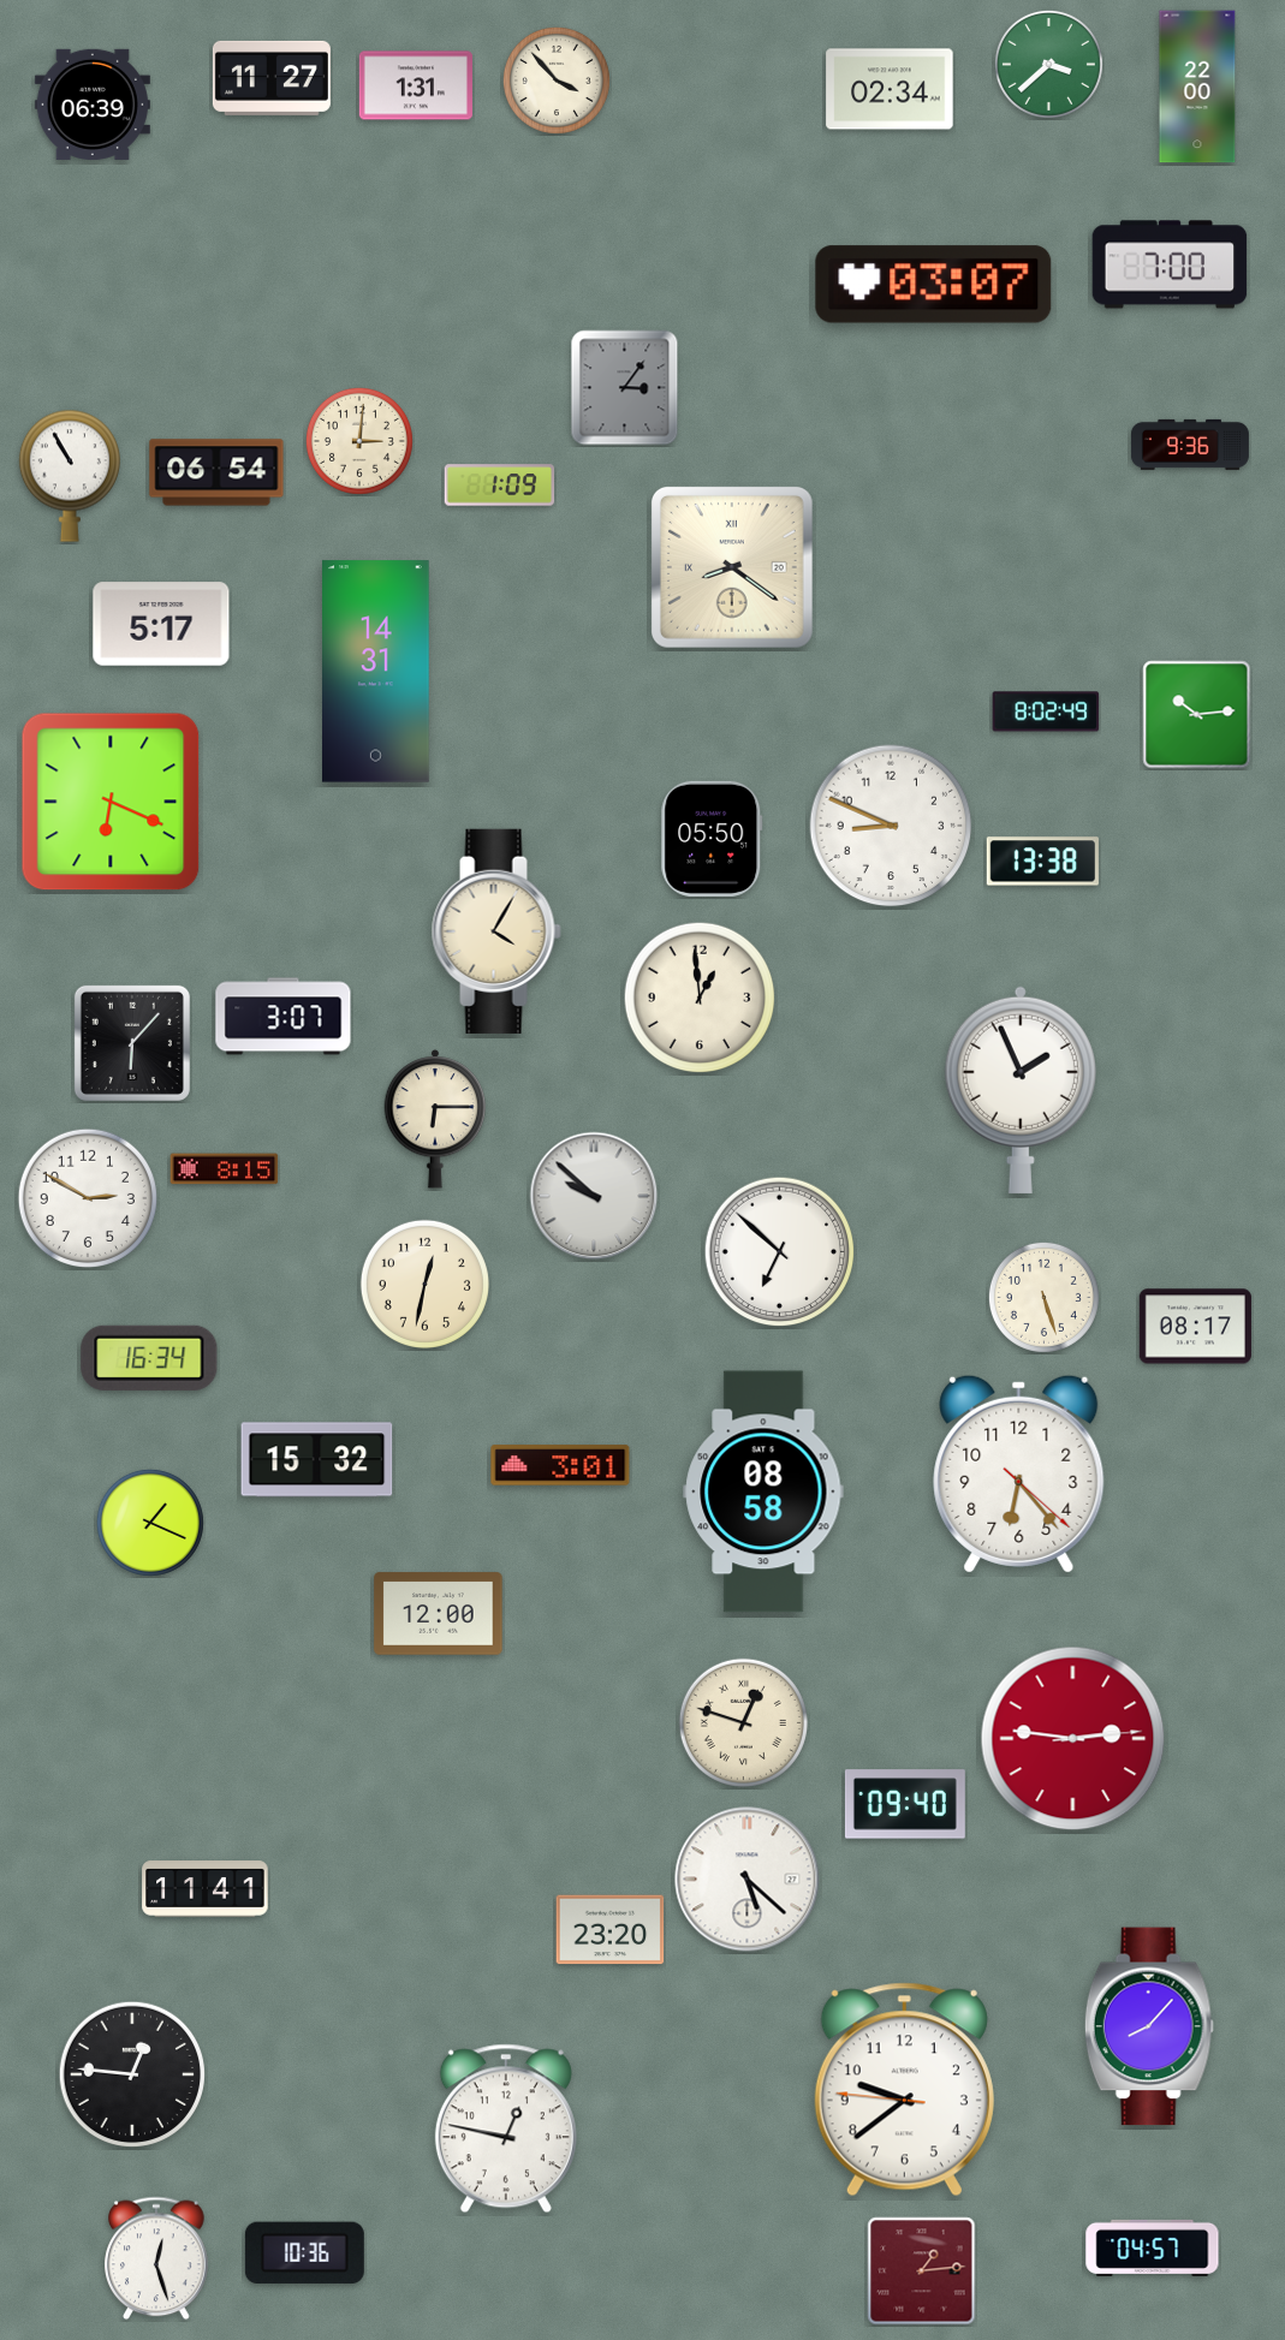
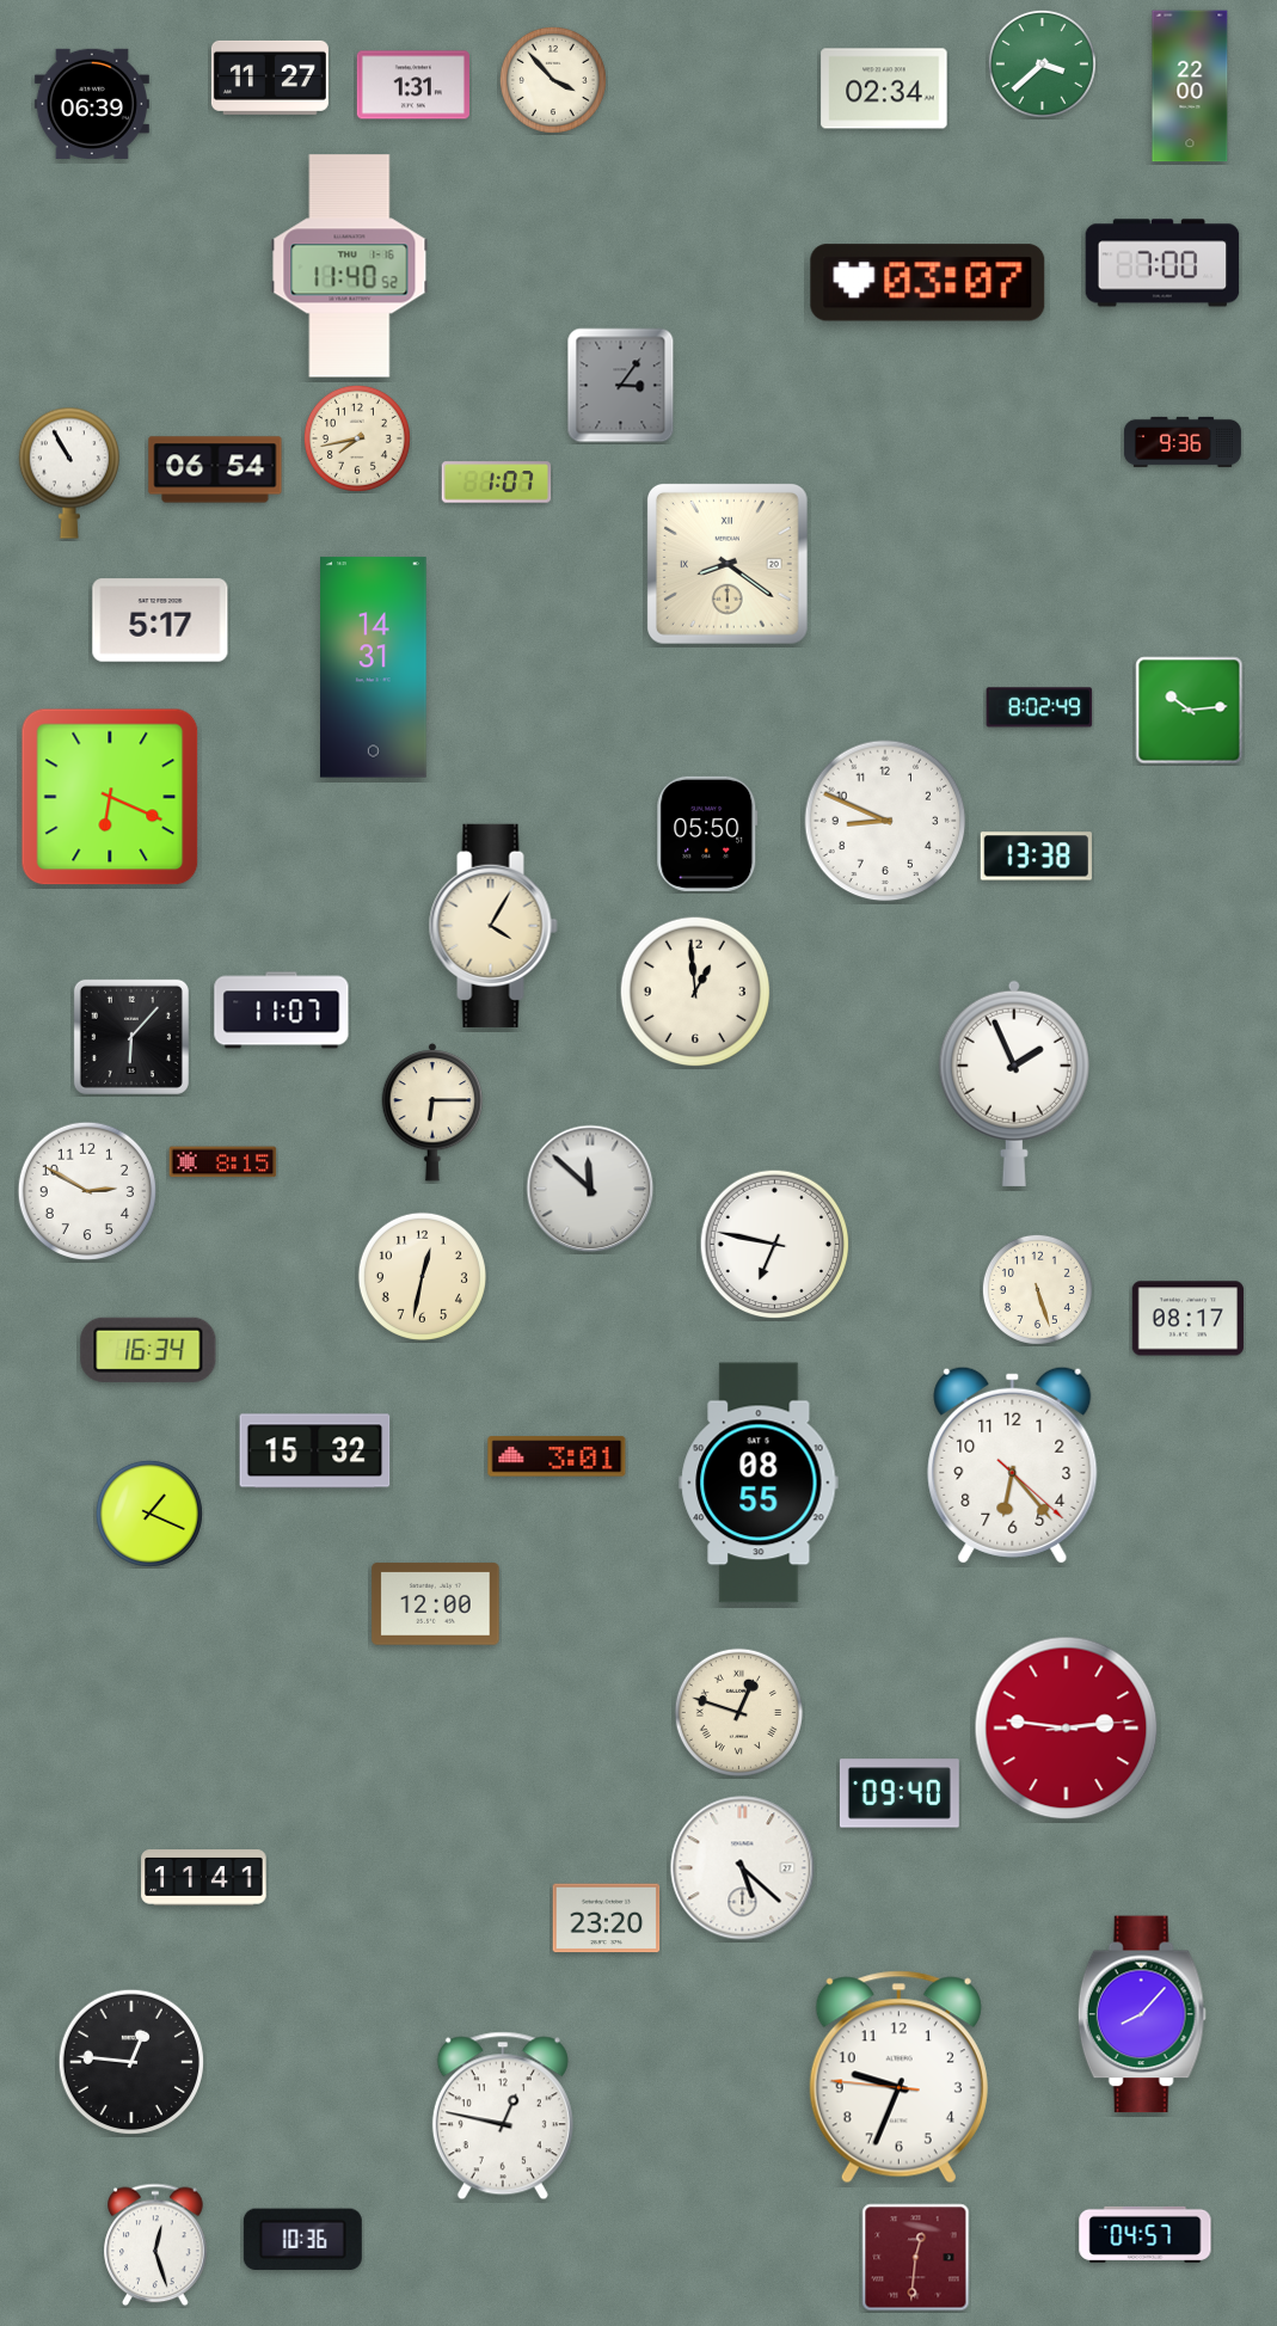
clock at (350, 266): none -> 11:40
clock at (359, 441): 3:01 -> 7:43
clock at (500, 486): 1:09 -> 1:07
clock at (284, 1017): 3:07 -> 11:07
clock at (594, 1196): 9:52 -> 11:52
clock at (780, 1252): 6:52 -> 6:47
clock at (763, 1491): 08:58 -> 08:55
clock at (904, 2090): 9:38 -> 9:33
clock at (922, 2271): 1:14 -> 12:31
